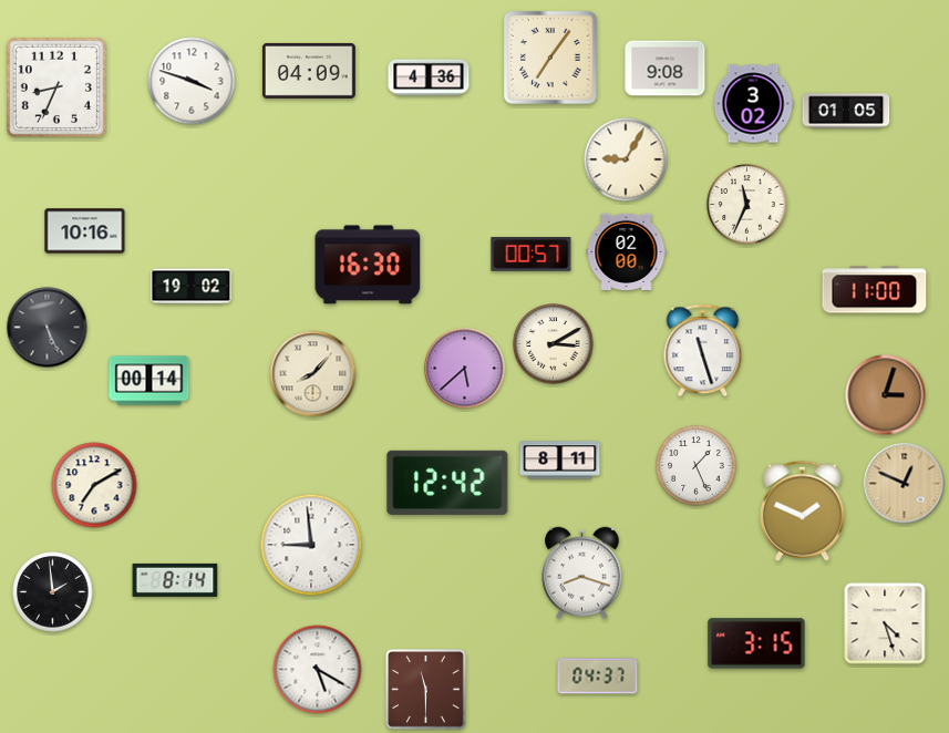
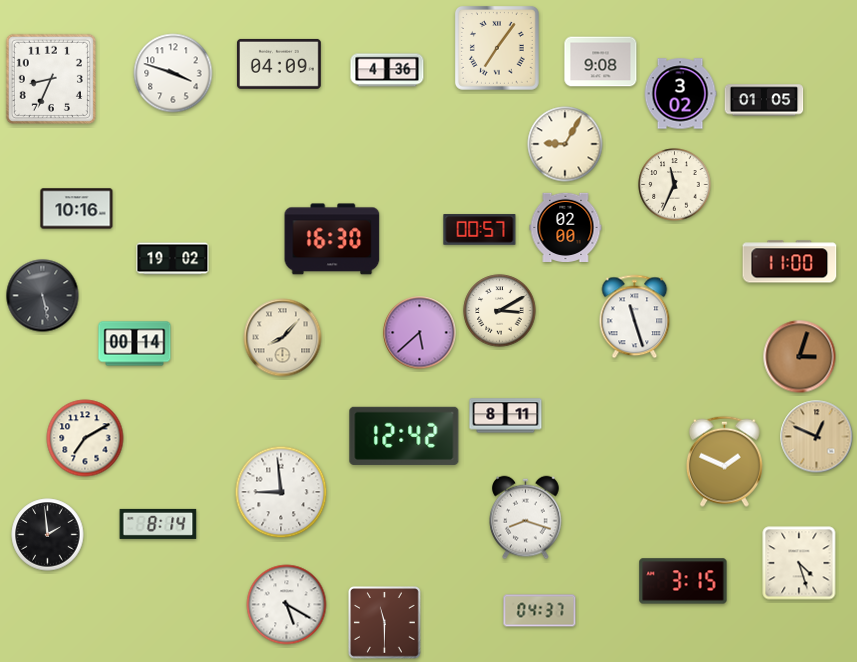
clock at (550, 58) position: (550, 58) -> (497, 48)
clock at (48, 328): 5:26 -> 5:28
clock at (697, 466): 1:26 -> none
